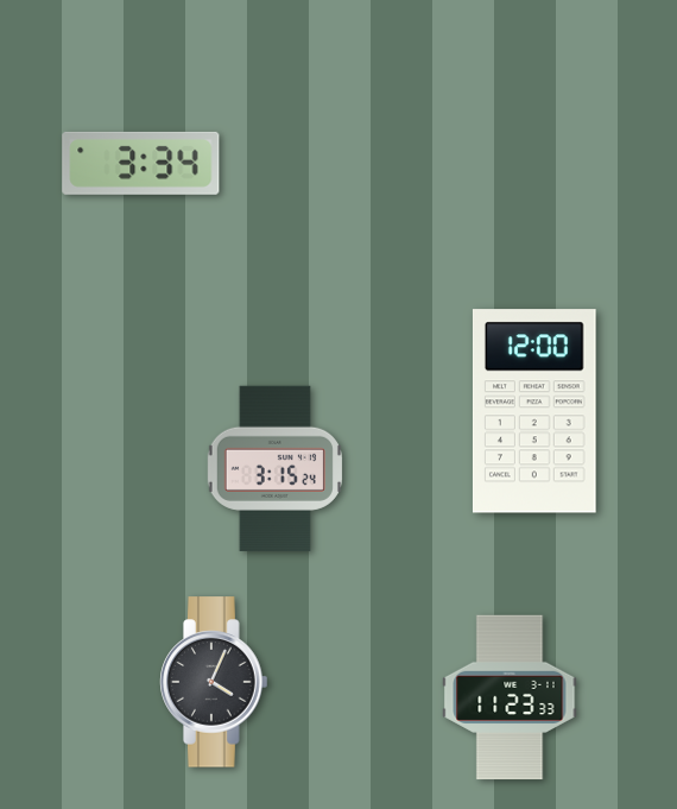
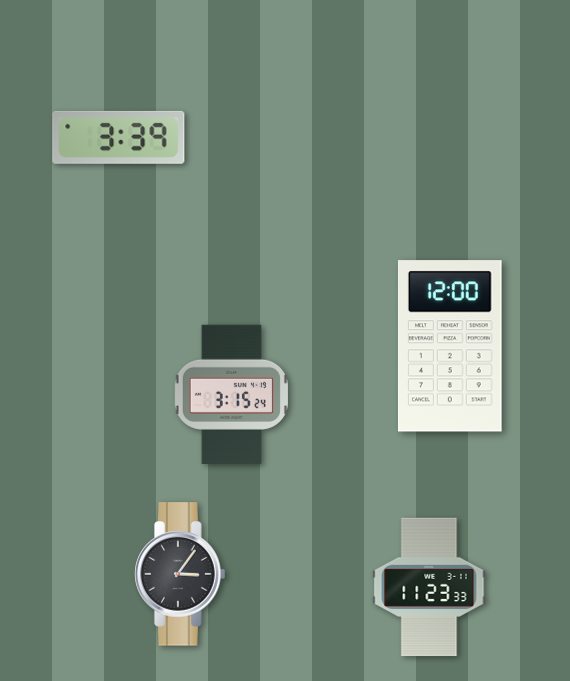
clock at (141, 163): 3:34 -> 3:39
clock at (214, 682): 4:04 -> 3:06
